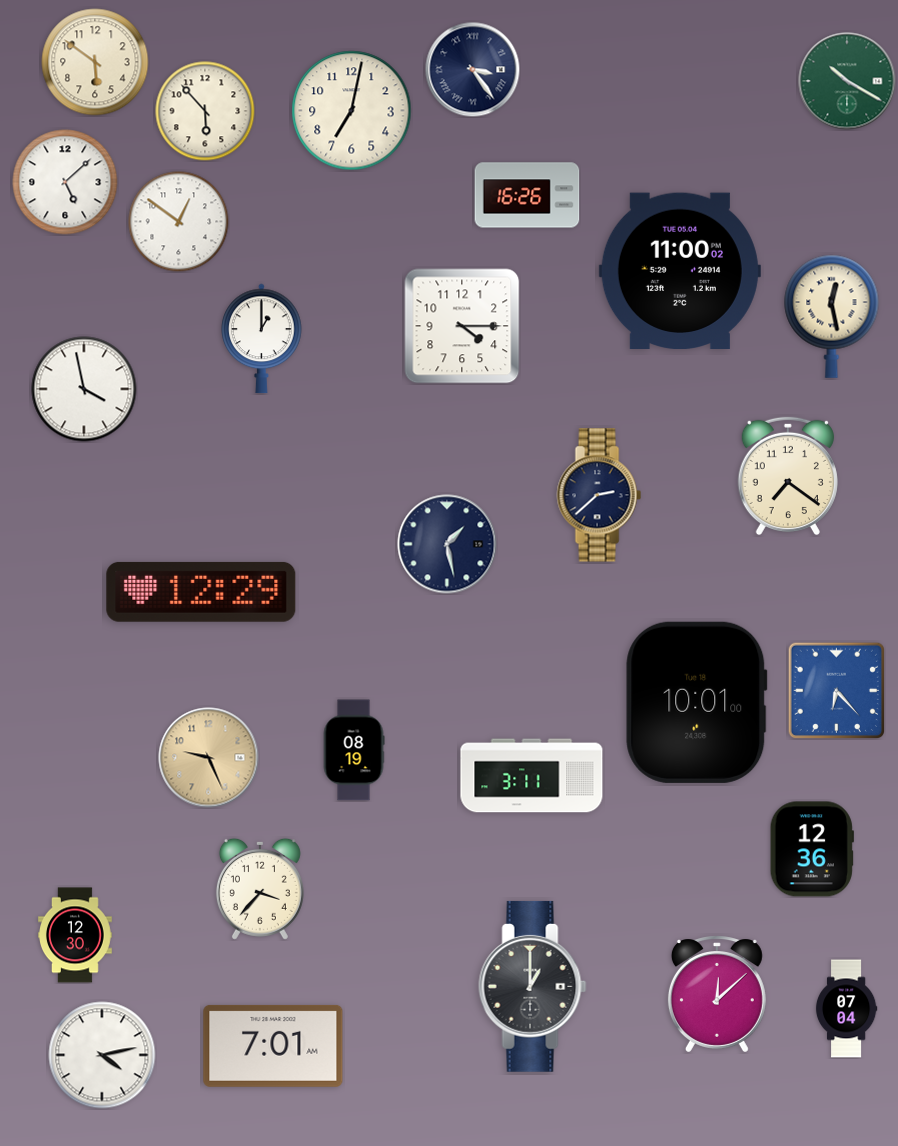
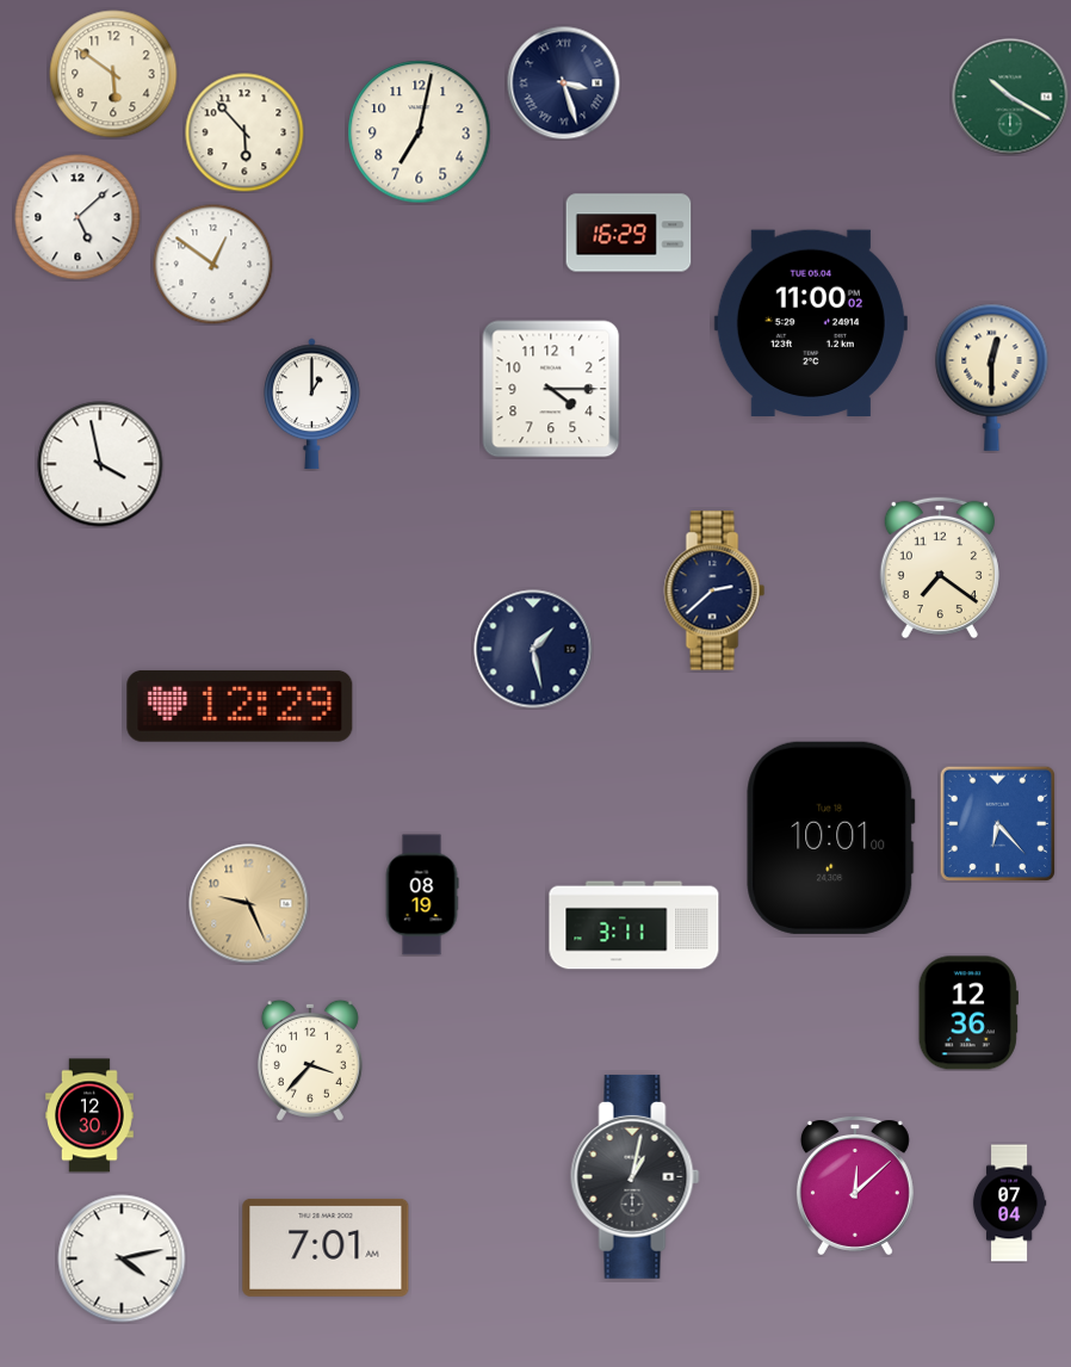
clock at (472, 69): 3:24 -> 3:27
clock at (527, 195): 16:26 -> 16:29
clock at (832, 316): 12:28 -> 12:30
clock at (533, 986): 1:00 -> 1:02
